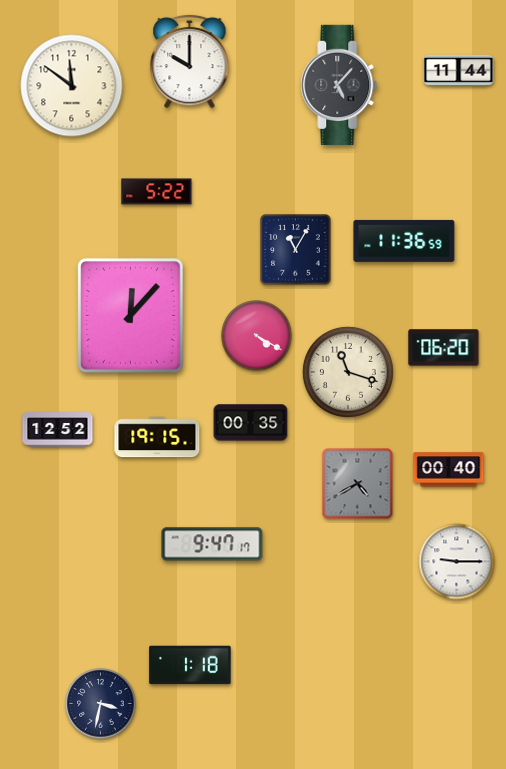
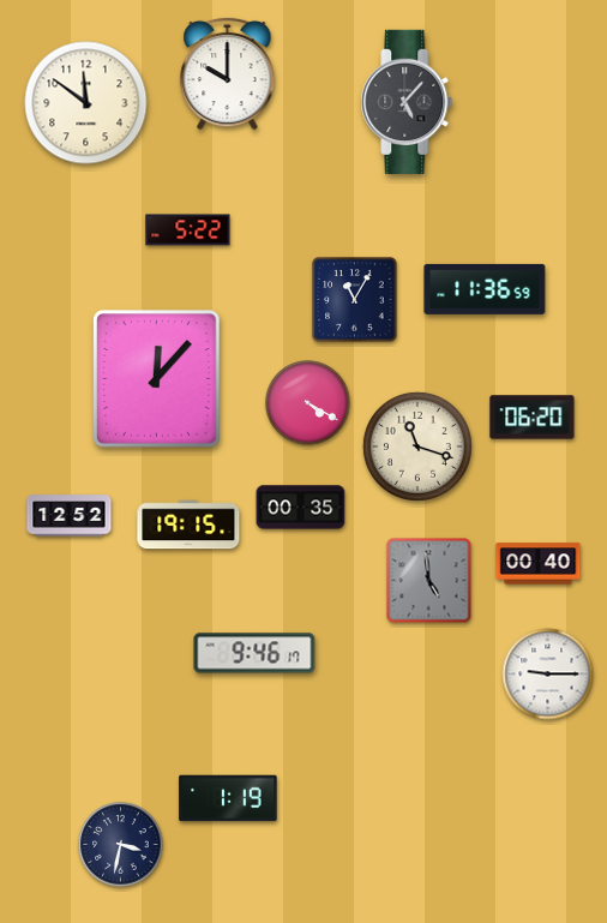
clock at (459, 70): 11:44 -> none
clock at (358, 484): 4:40 -> 4:59
clock at (212, 544): 9:47 -> 9:46
clock at (190, 665): 1:18 -> 1:19
